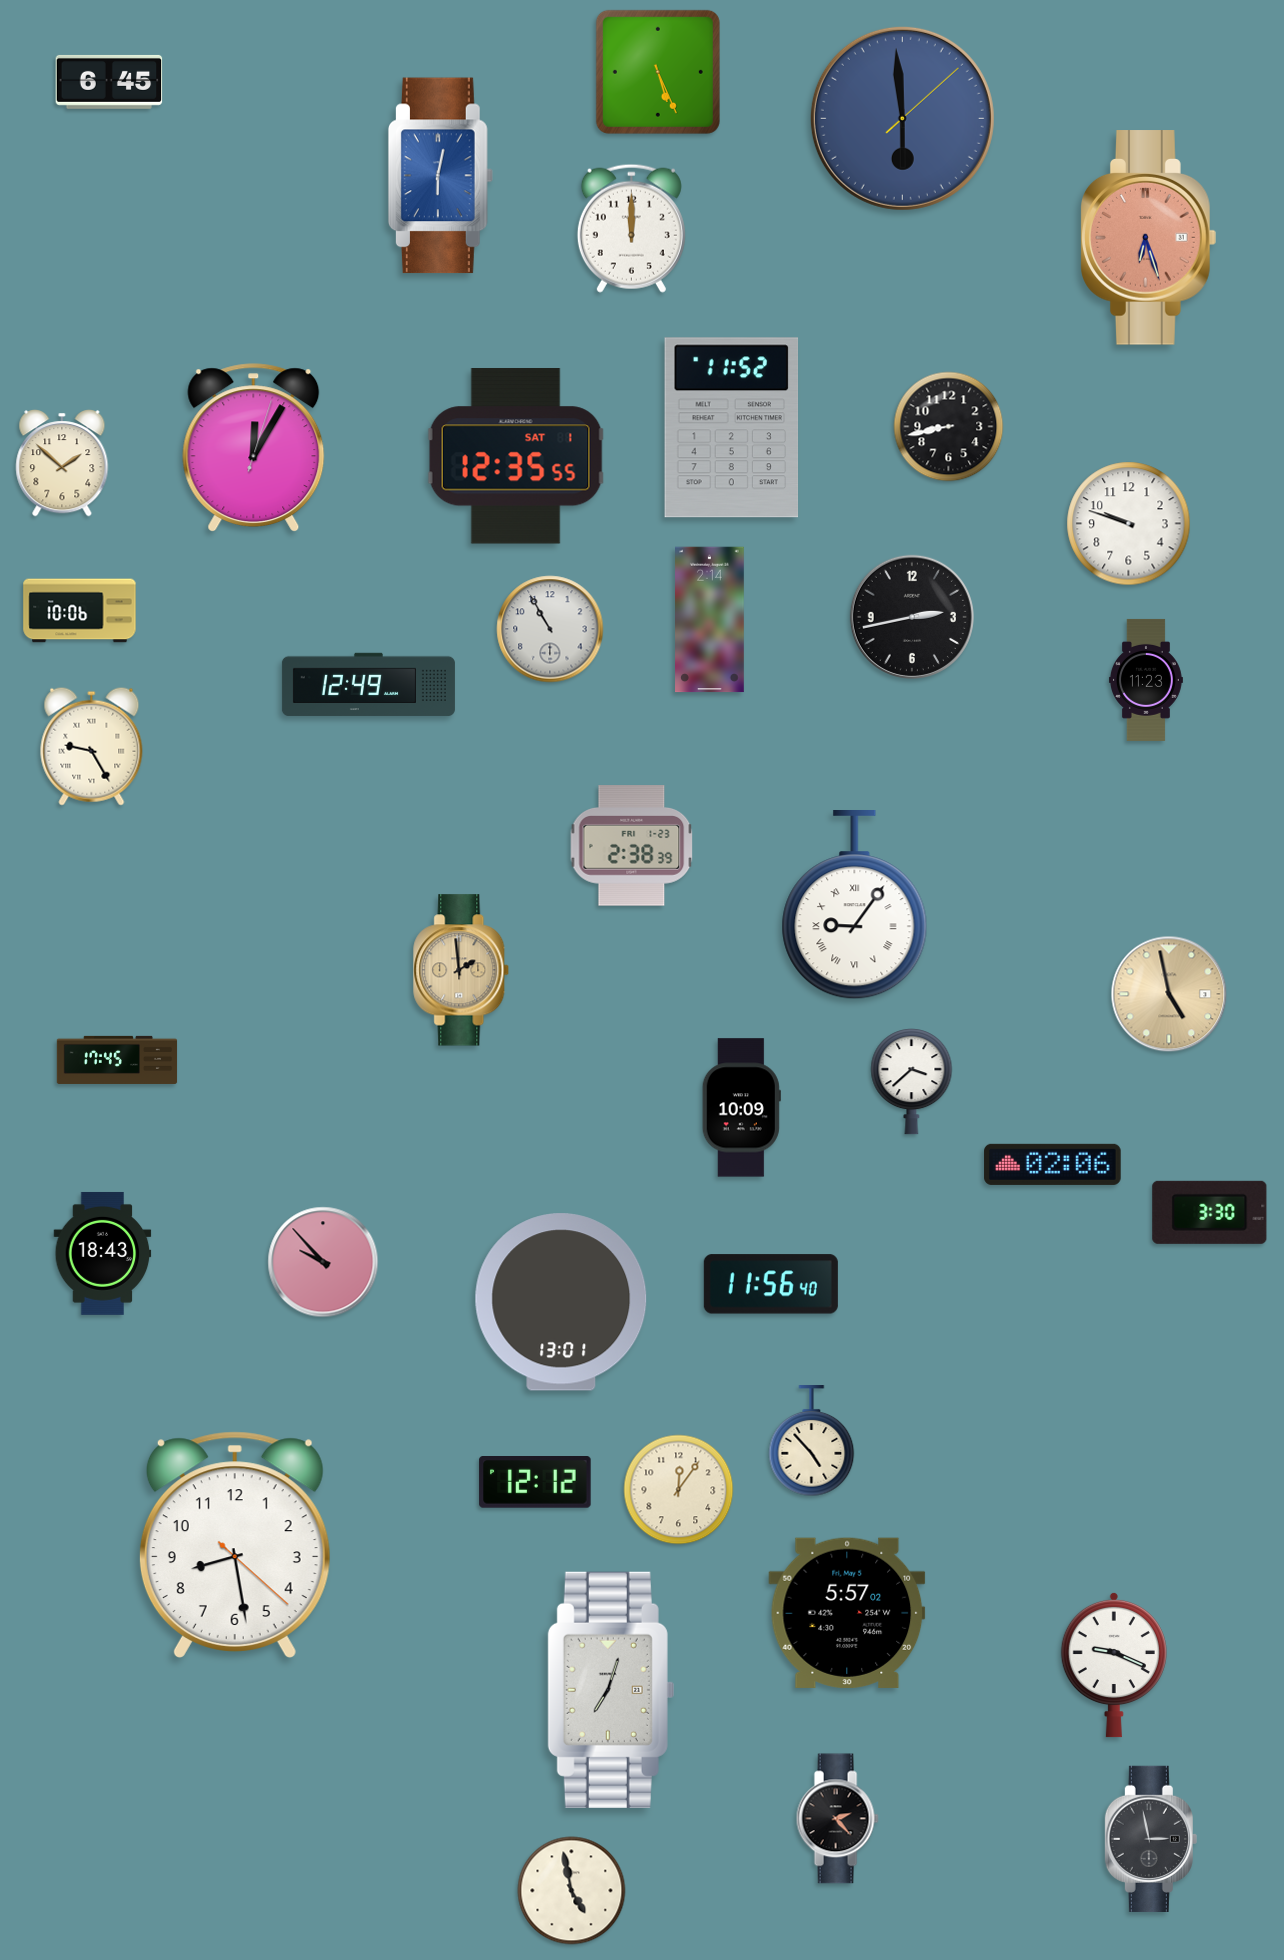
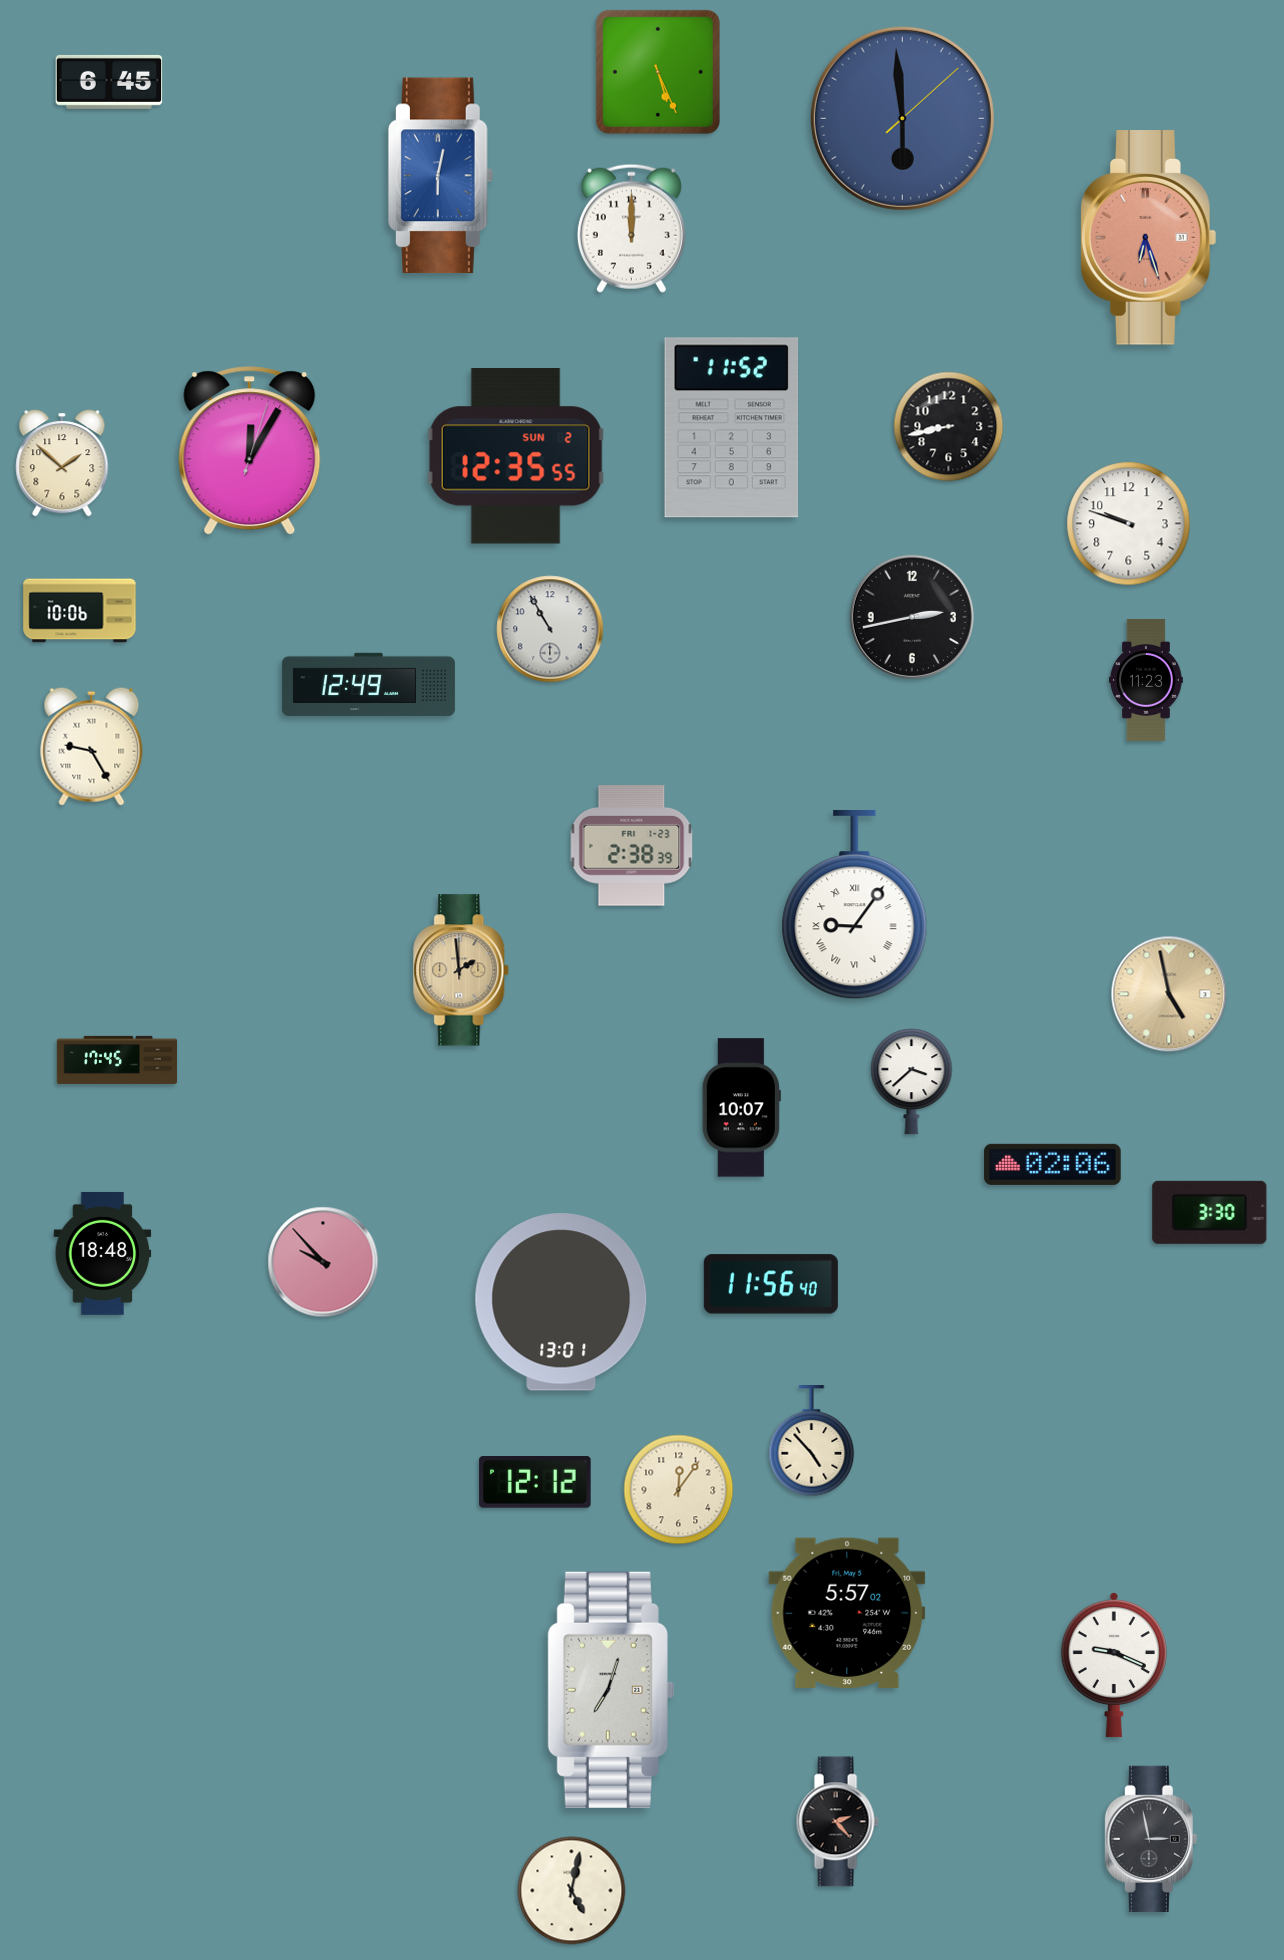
clock at (254, 447) position: (254, 447) -> (250, 450)
clock at (516, 456) date: SAT 1 -> SUN 2
clock at (710, 620): 2:14 -> none
clock at (741, 1108): 10:09 -> 10:07
clock at (103, 1253): 18:43 -> 18:48
clock at (235, 1545): 8:28 -> none
clock at (837, 1819) position: (837, 1819) -> (837, 1822)
clock at (572, 1891): 4:58 -> 5:02
